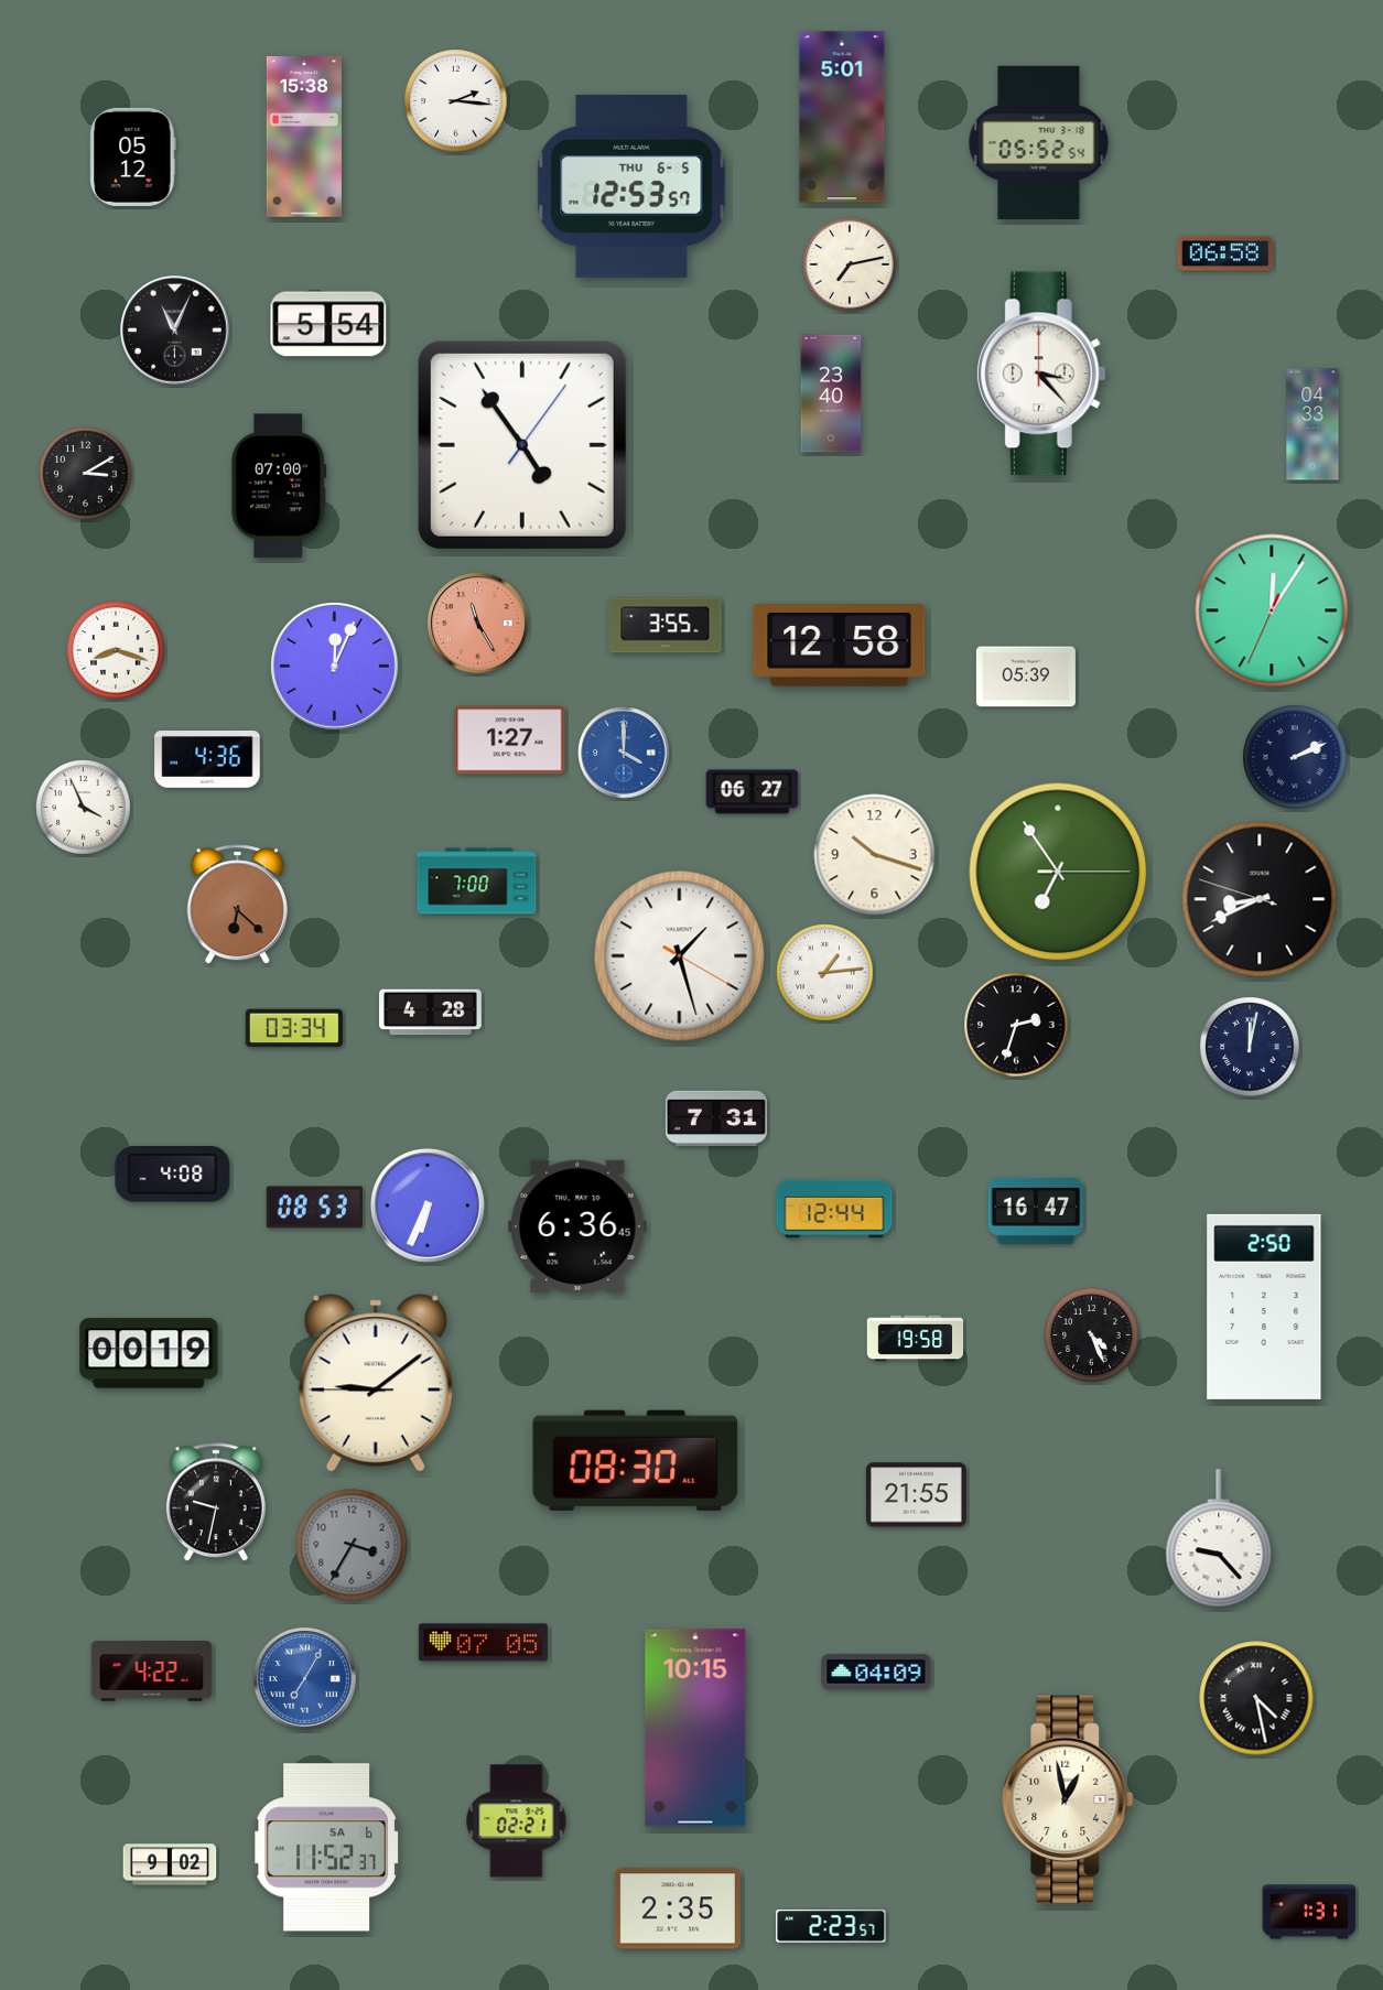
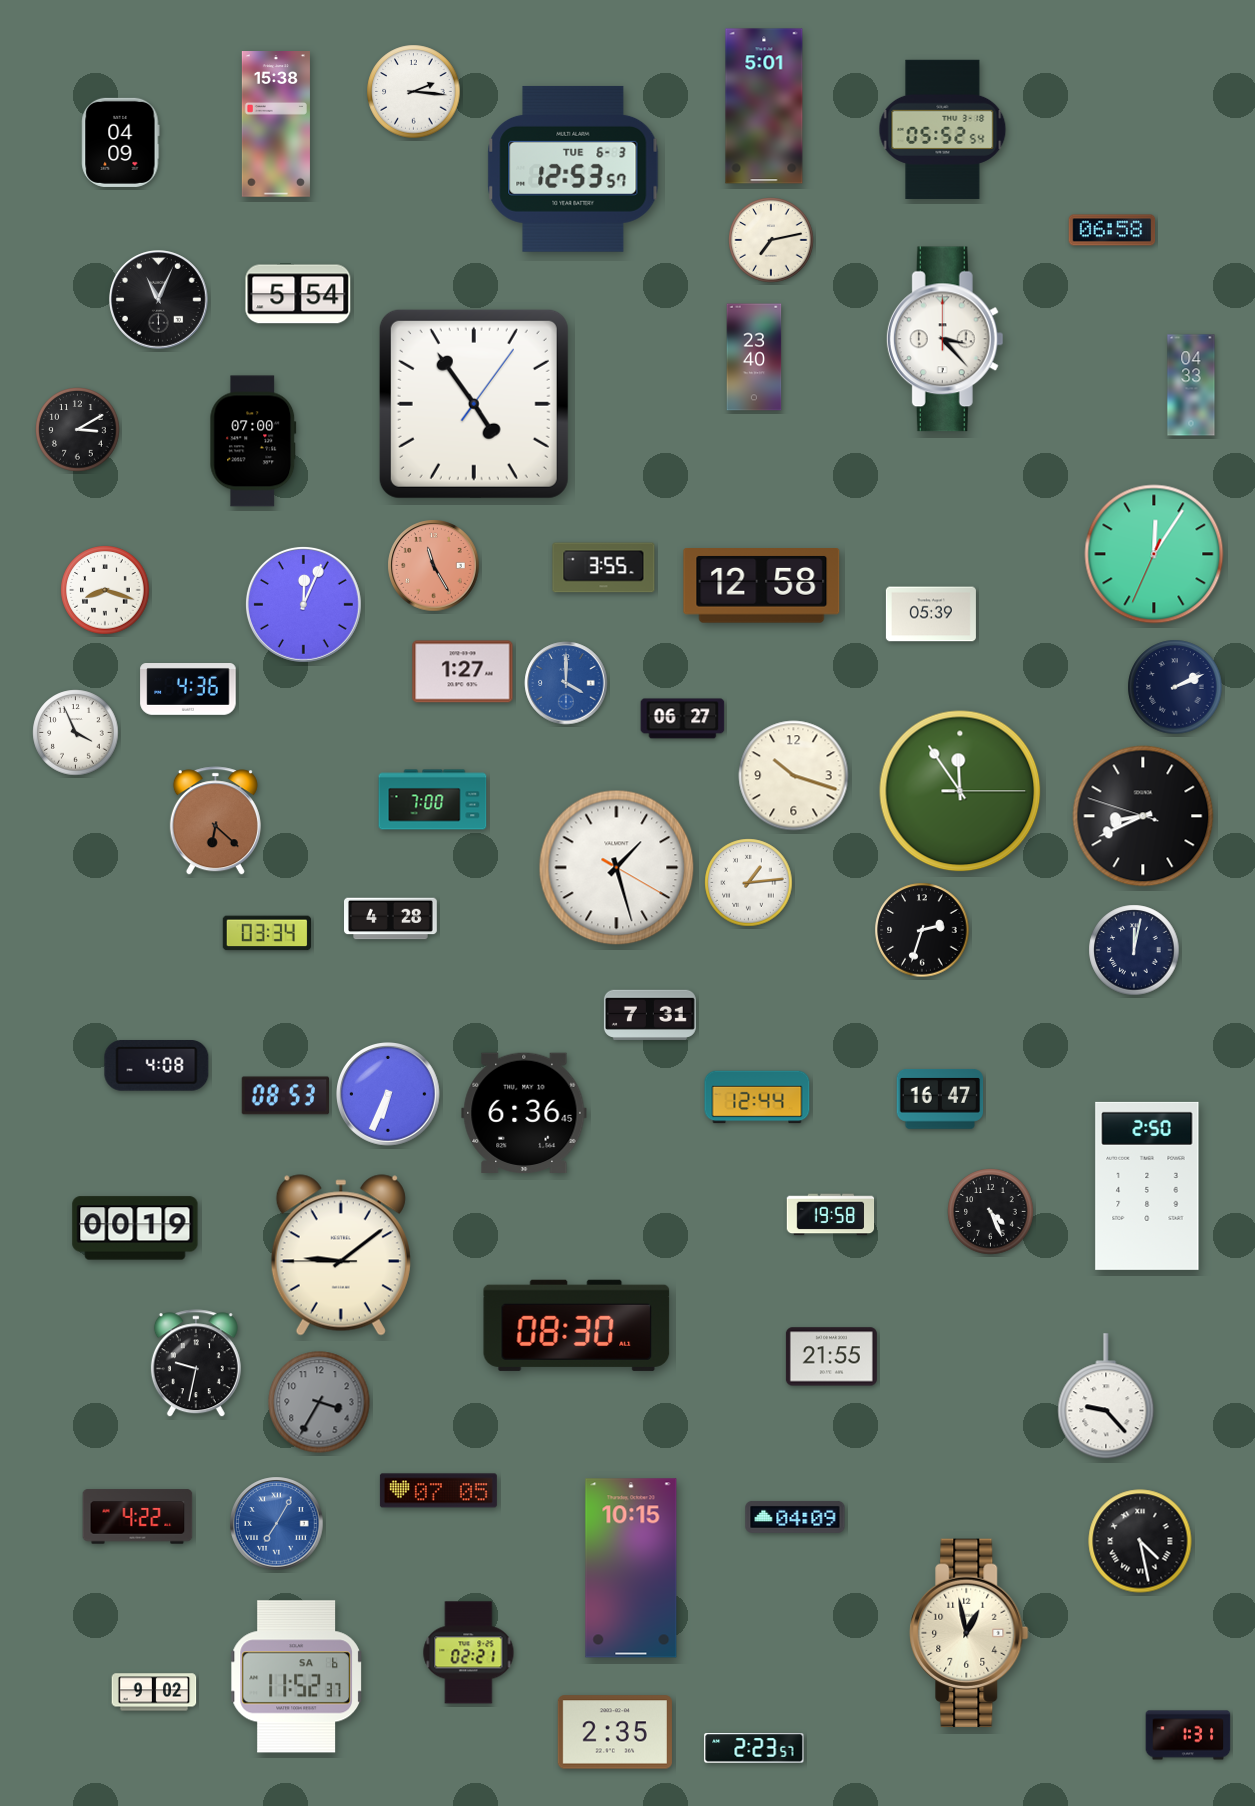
clock at (133, 156): 05:12 -> 04:09
clock at (631, 186) date: THU 6-5 -> TUE 6-3
clock at (1058, 872): 6:54 -> 11:54
